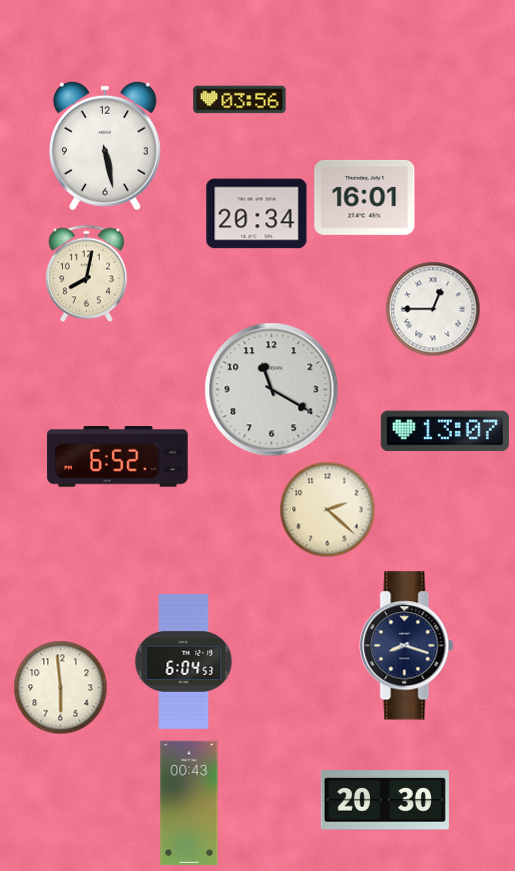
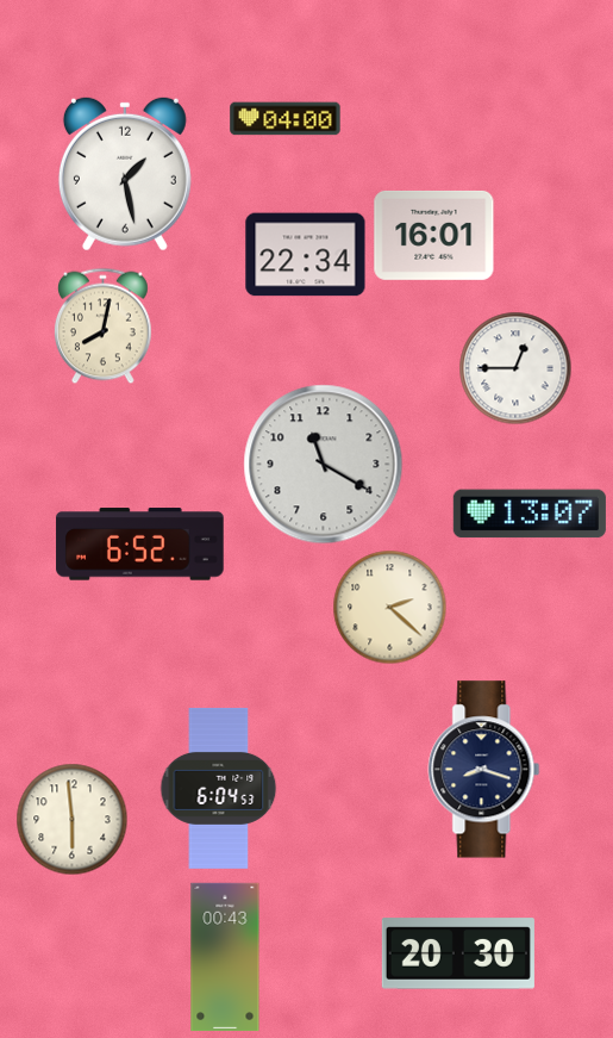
clock at (240, 100): 03:56 -> 04:00
clock at (105, 146): 5:28 -> 1:28
clock at (257, 214): 20:34 -> 22:34
